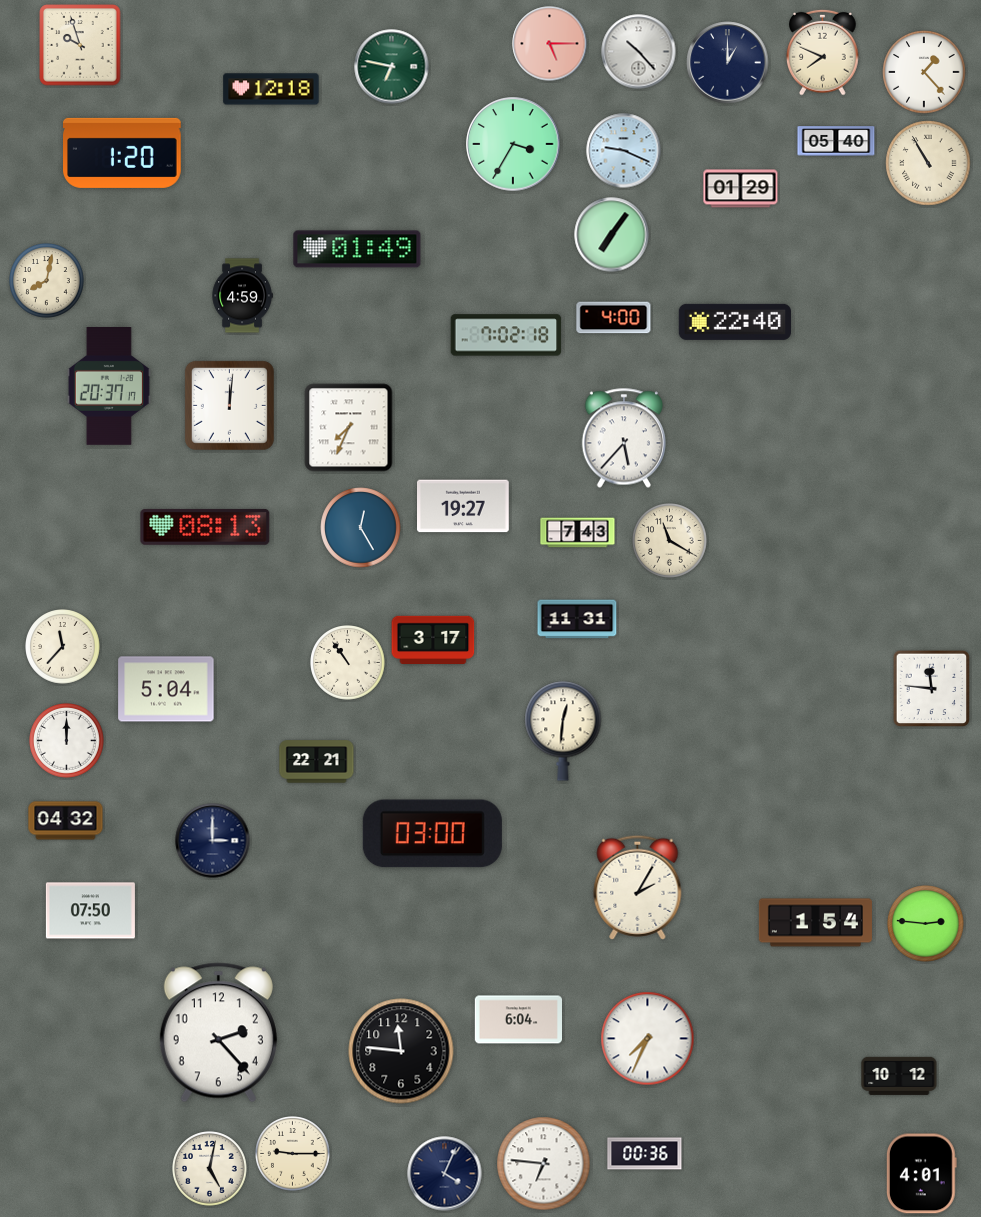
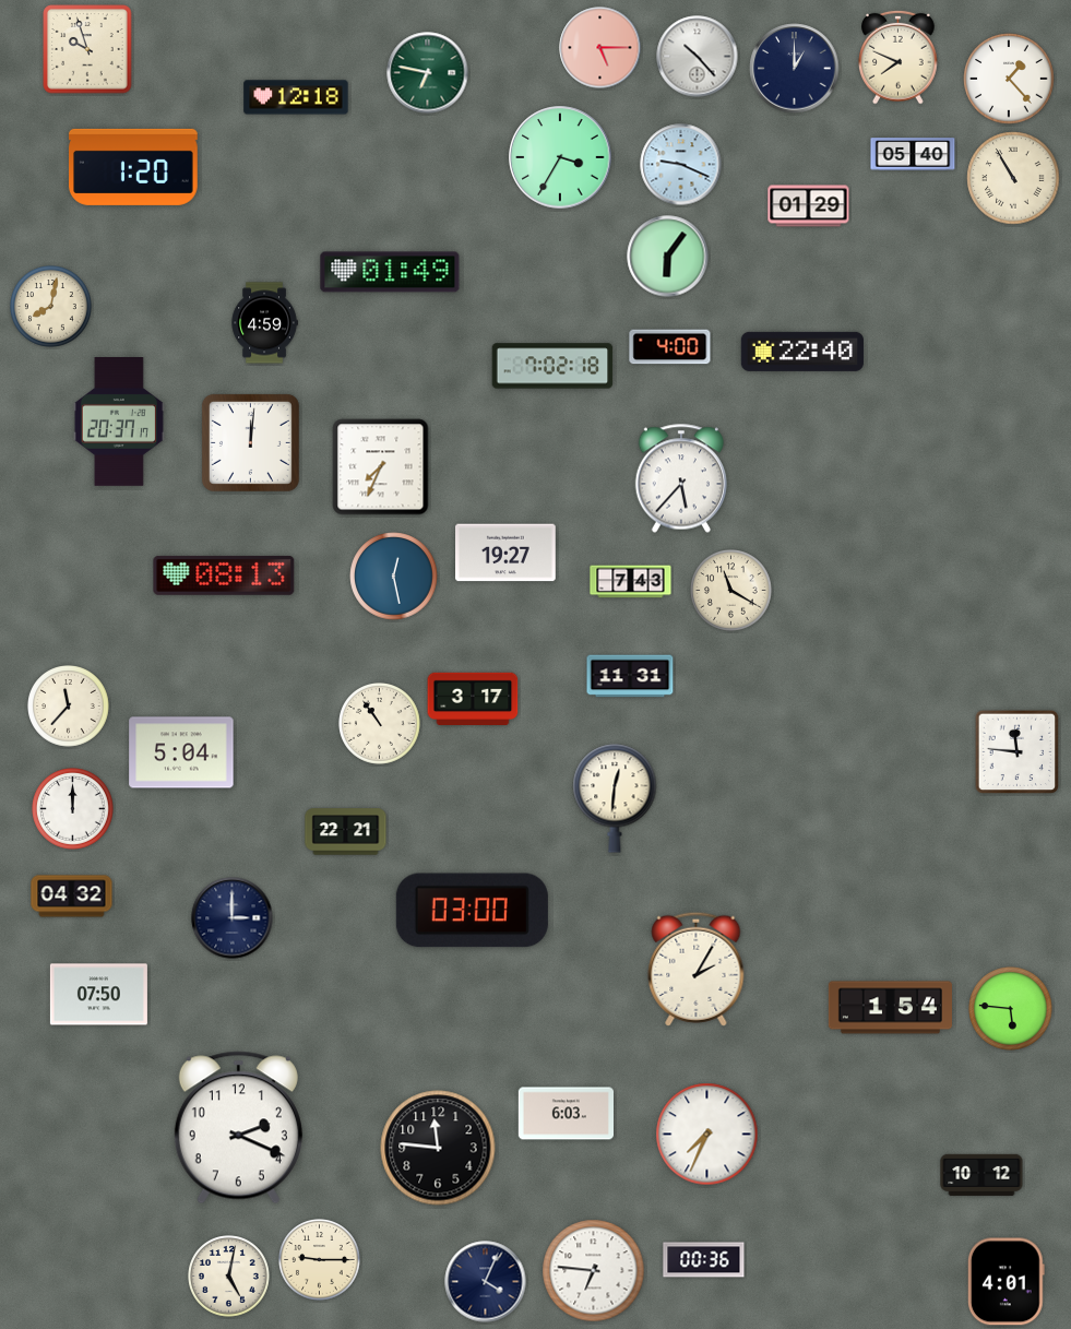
clock at (612, 235): 7:06 -> 6:06
clock at (361, 528): 12:25 -> 12:28
clock at (926, 924): 2:46 -> 5:46
clock at (518, 1020): 6:04 -> 6:03
clock at (218, 1033): 2:23 -> 2:19
